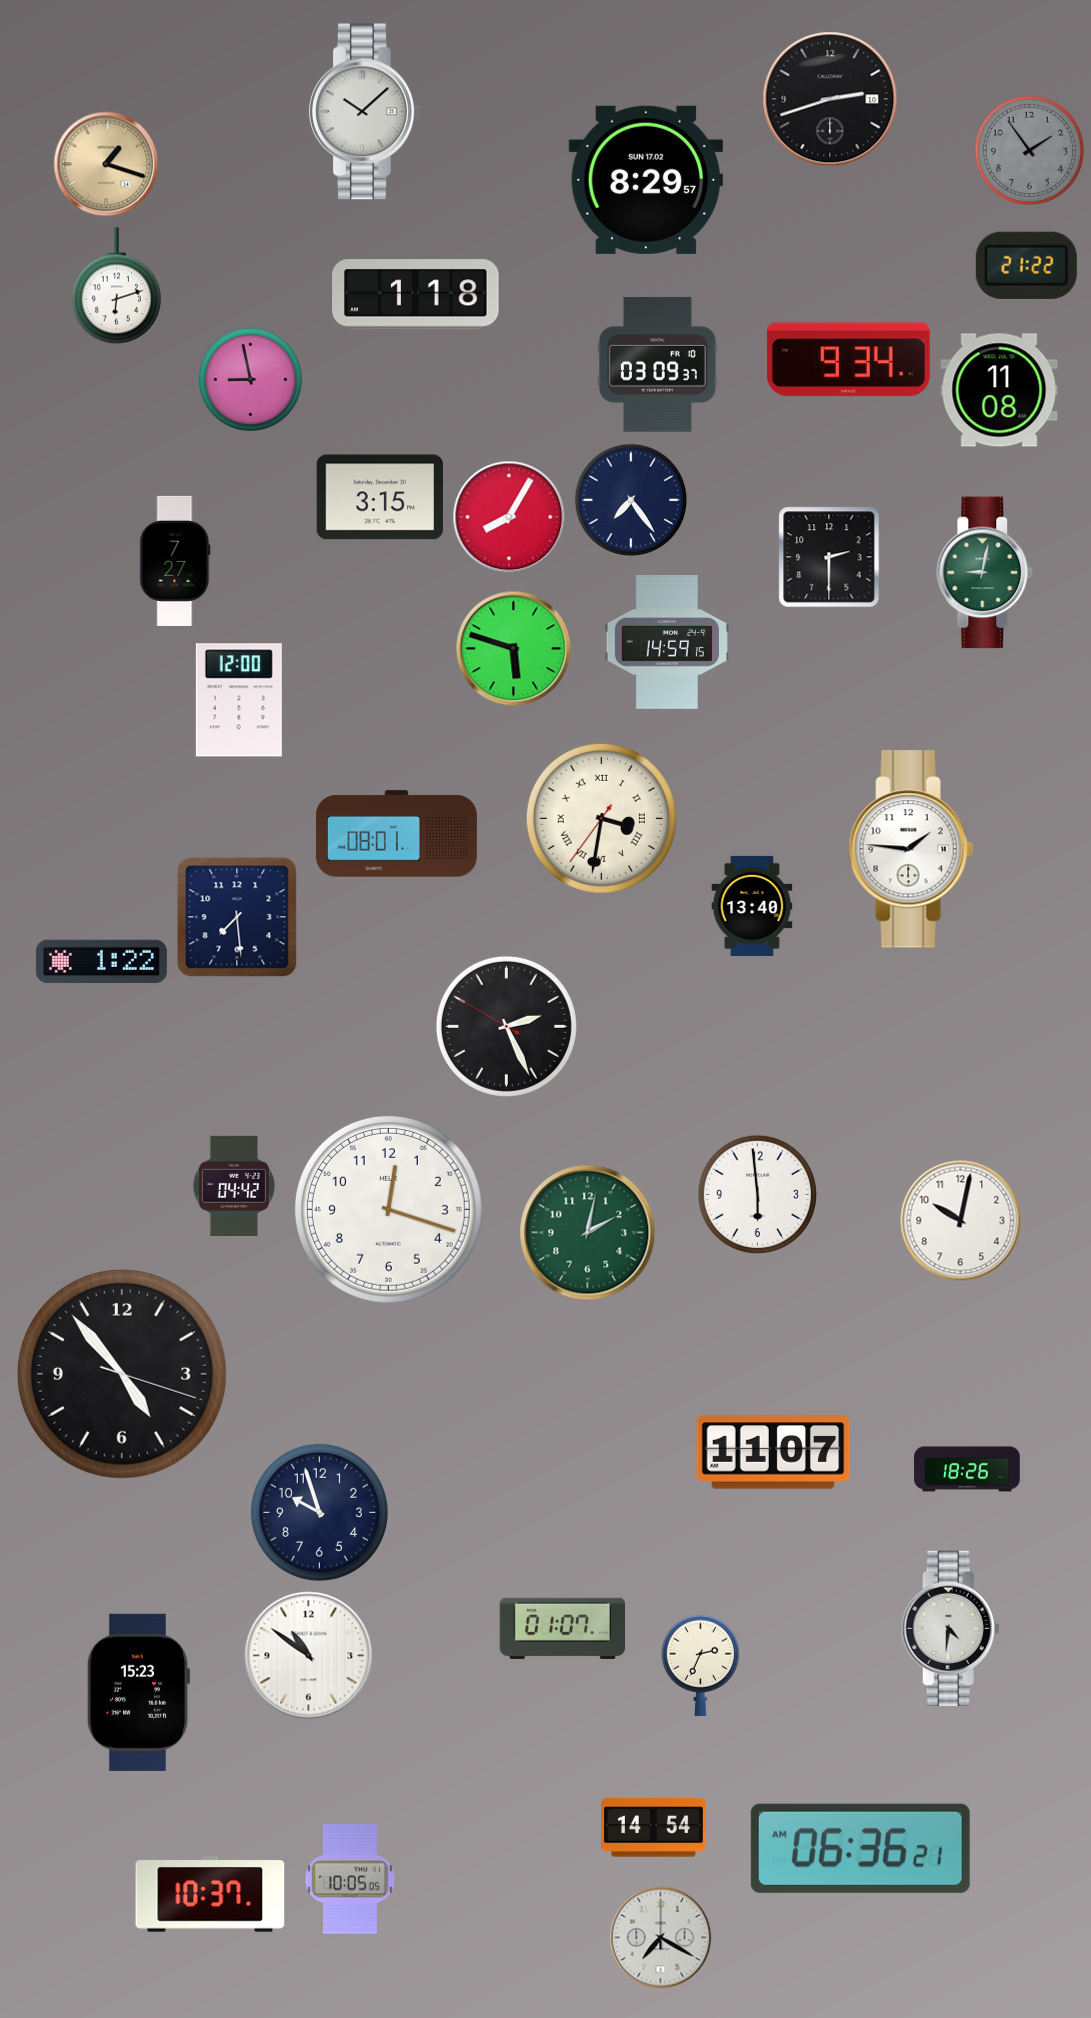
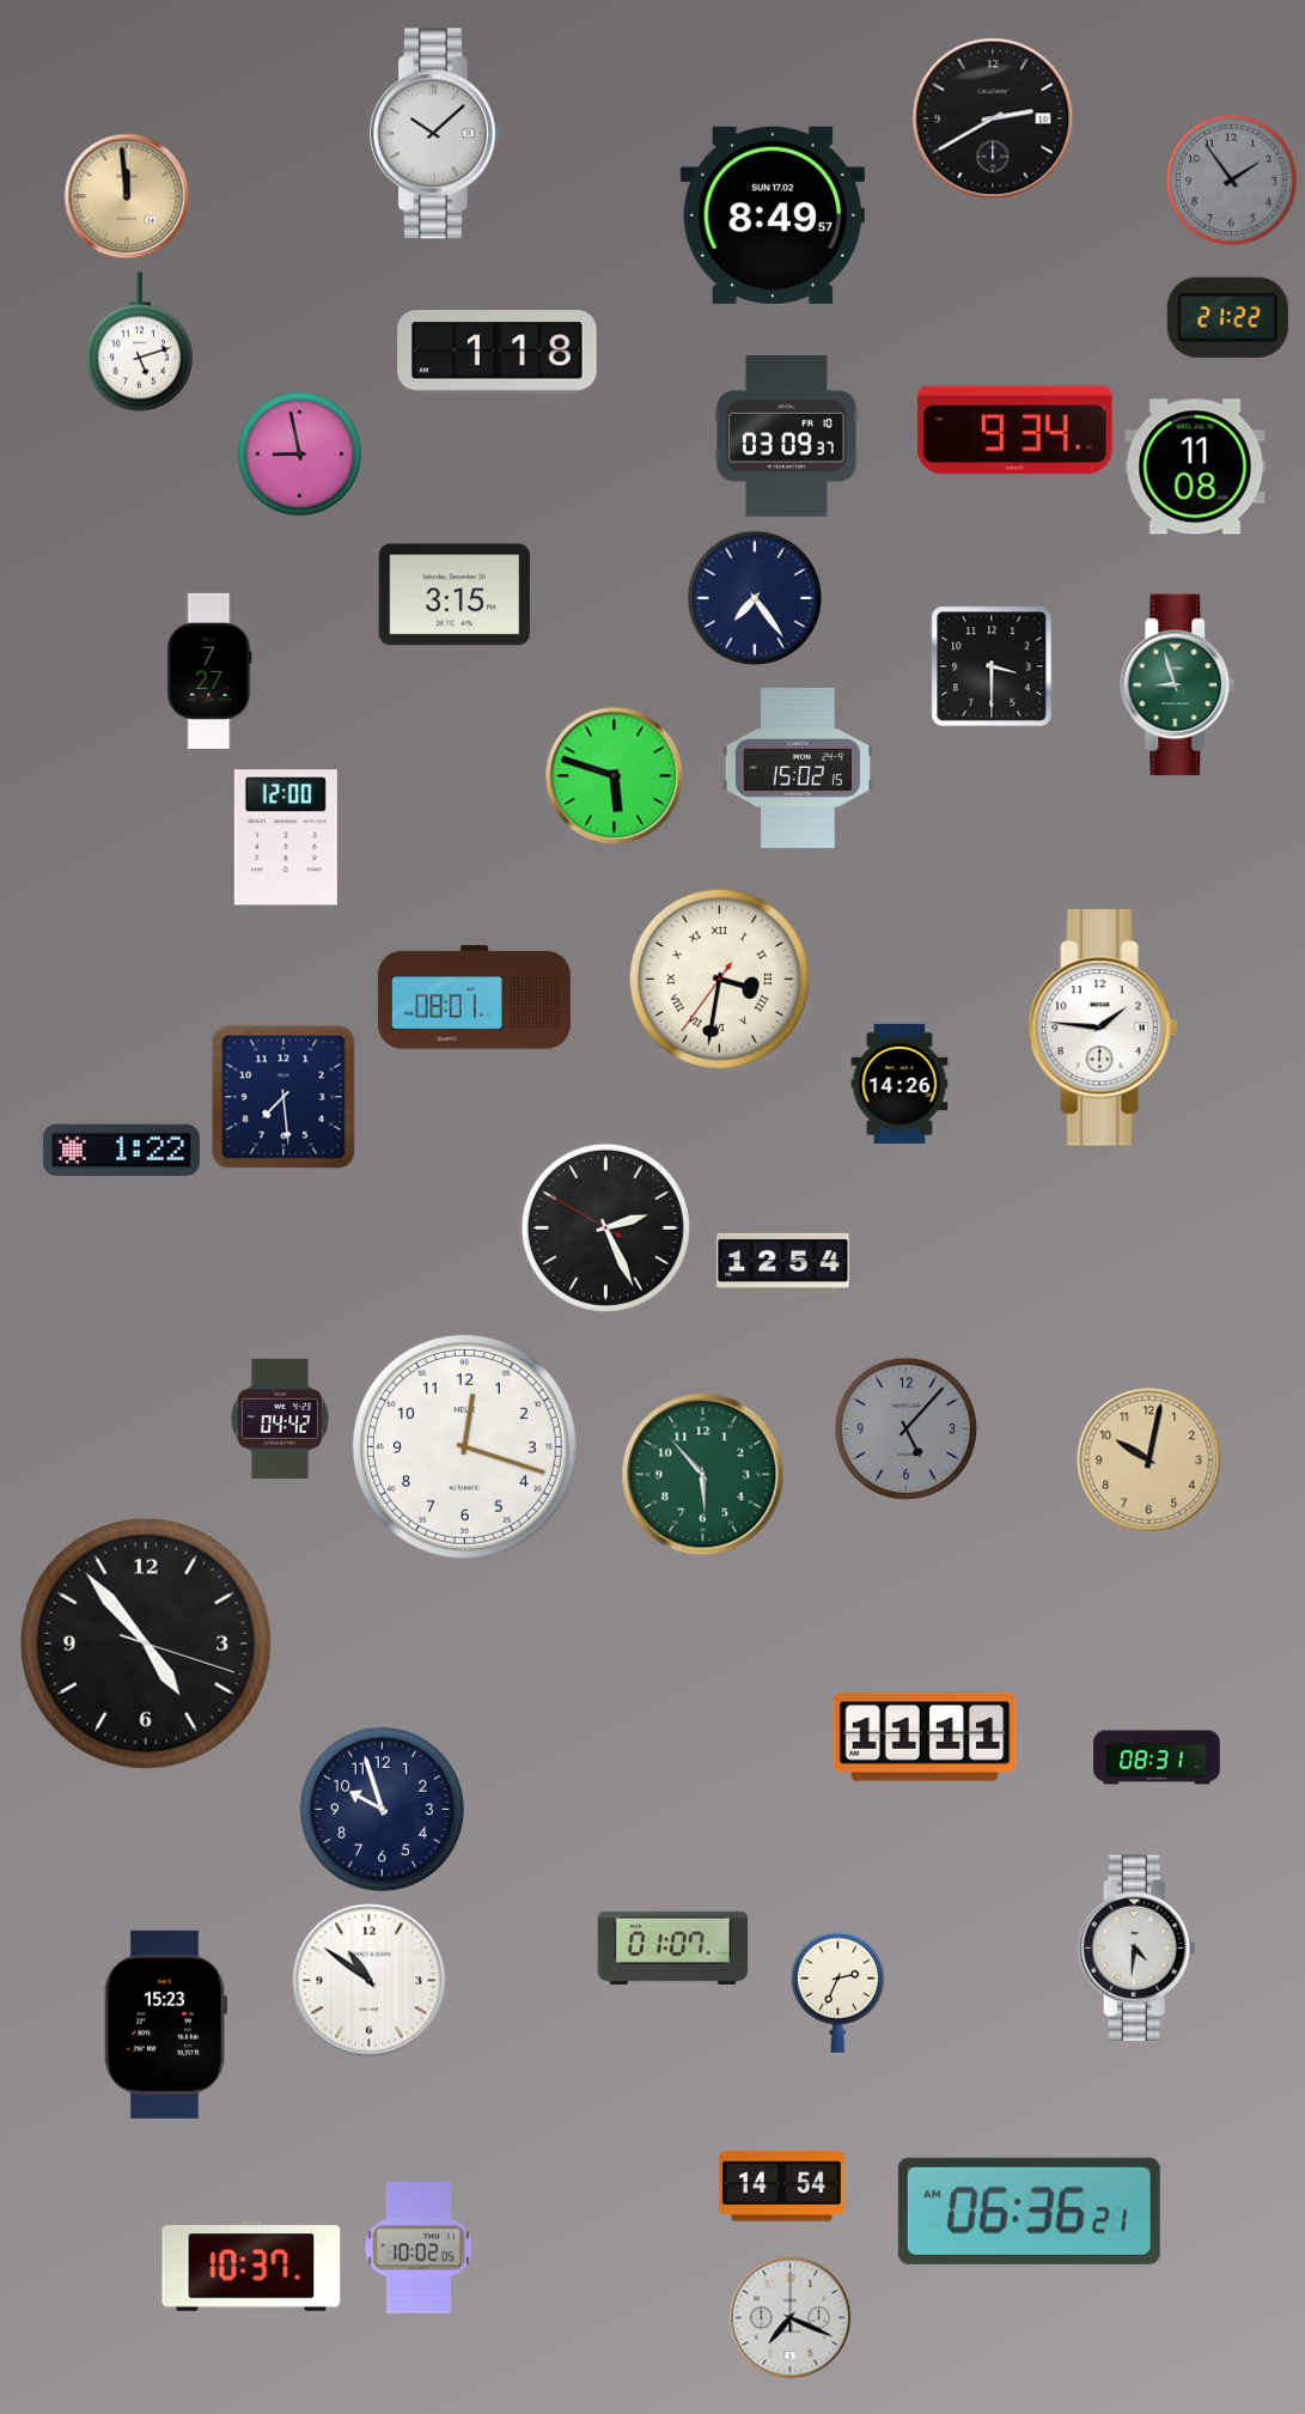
clock at (830, 99): 2:42 -> 2:40
clock at (106, 164): 1:18 -> 11:59
clock at (646, 180): 8:29 -> 8:49
clock at (116, 286): 6:12 -> 5:12
clock at (509, 517): 8:05 -> none
clock at (829, 557): 2:30 -> 3:30
clock at (985, 573): 9:02 -> 8:57
clock at (667, 643): 14:59 -> 15:02
clock at (911, 849) position: (911, 849) -> (1103, 1028)
clock at (752, 906): 13:40 -> 14:26
clock at (783, 1263): none -> 12:54
clock at (757, 1194): 5:59 -> 5:07
clock at (757, 1194) dial: white -> grey
clock at (961, 1221) dial: white -> champagne
clock at (588, 1233): 2:02 -> 5:53
clock at (773, 1452): 11:07 -> 11:11
clock at (967, 1469): 18:26 -> 08:31
clock at (350, 1879): 10:05 -> 10:02
clock at (661, 1938): 7:20 -> 7:19
